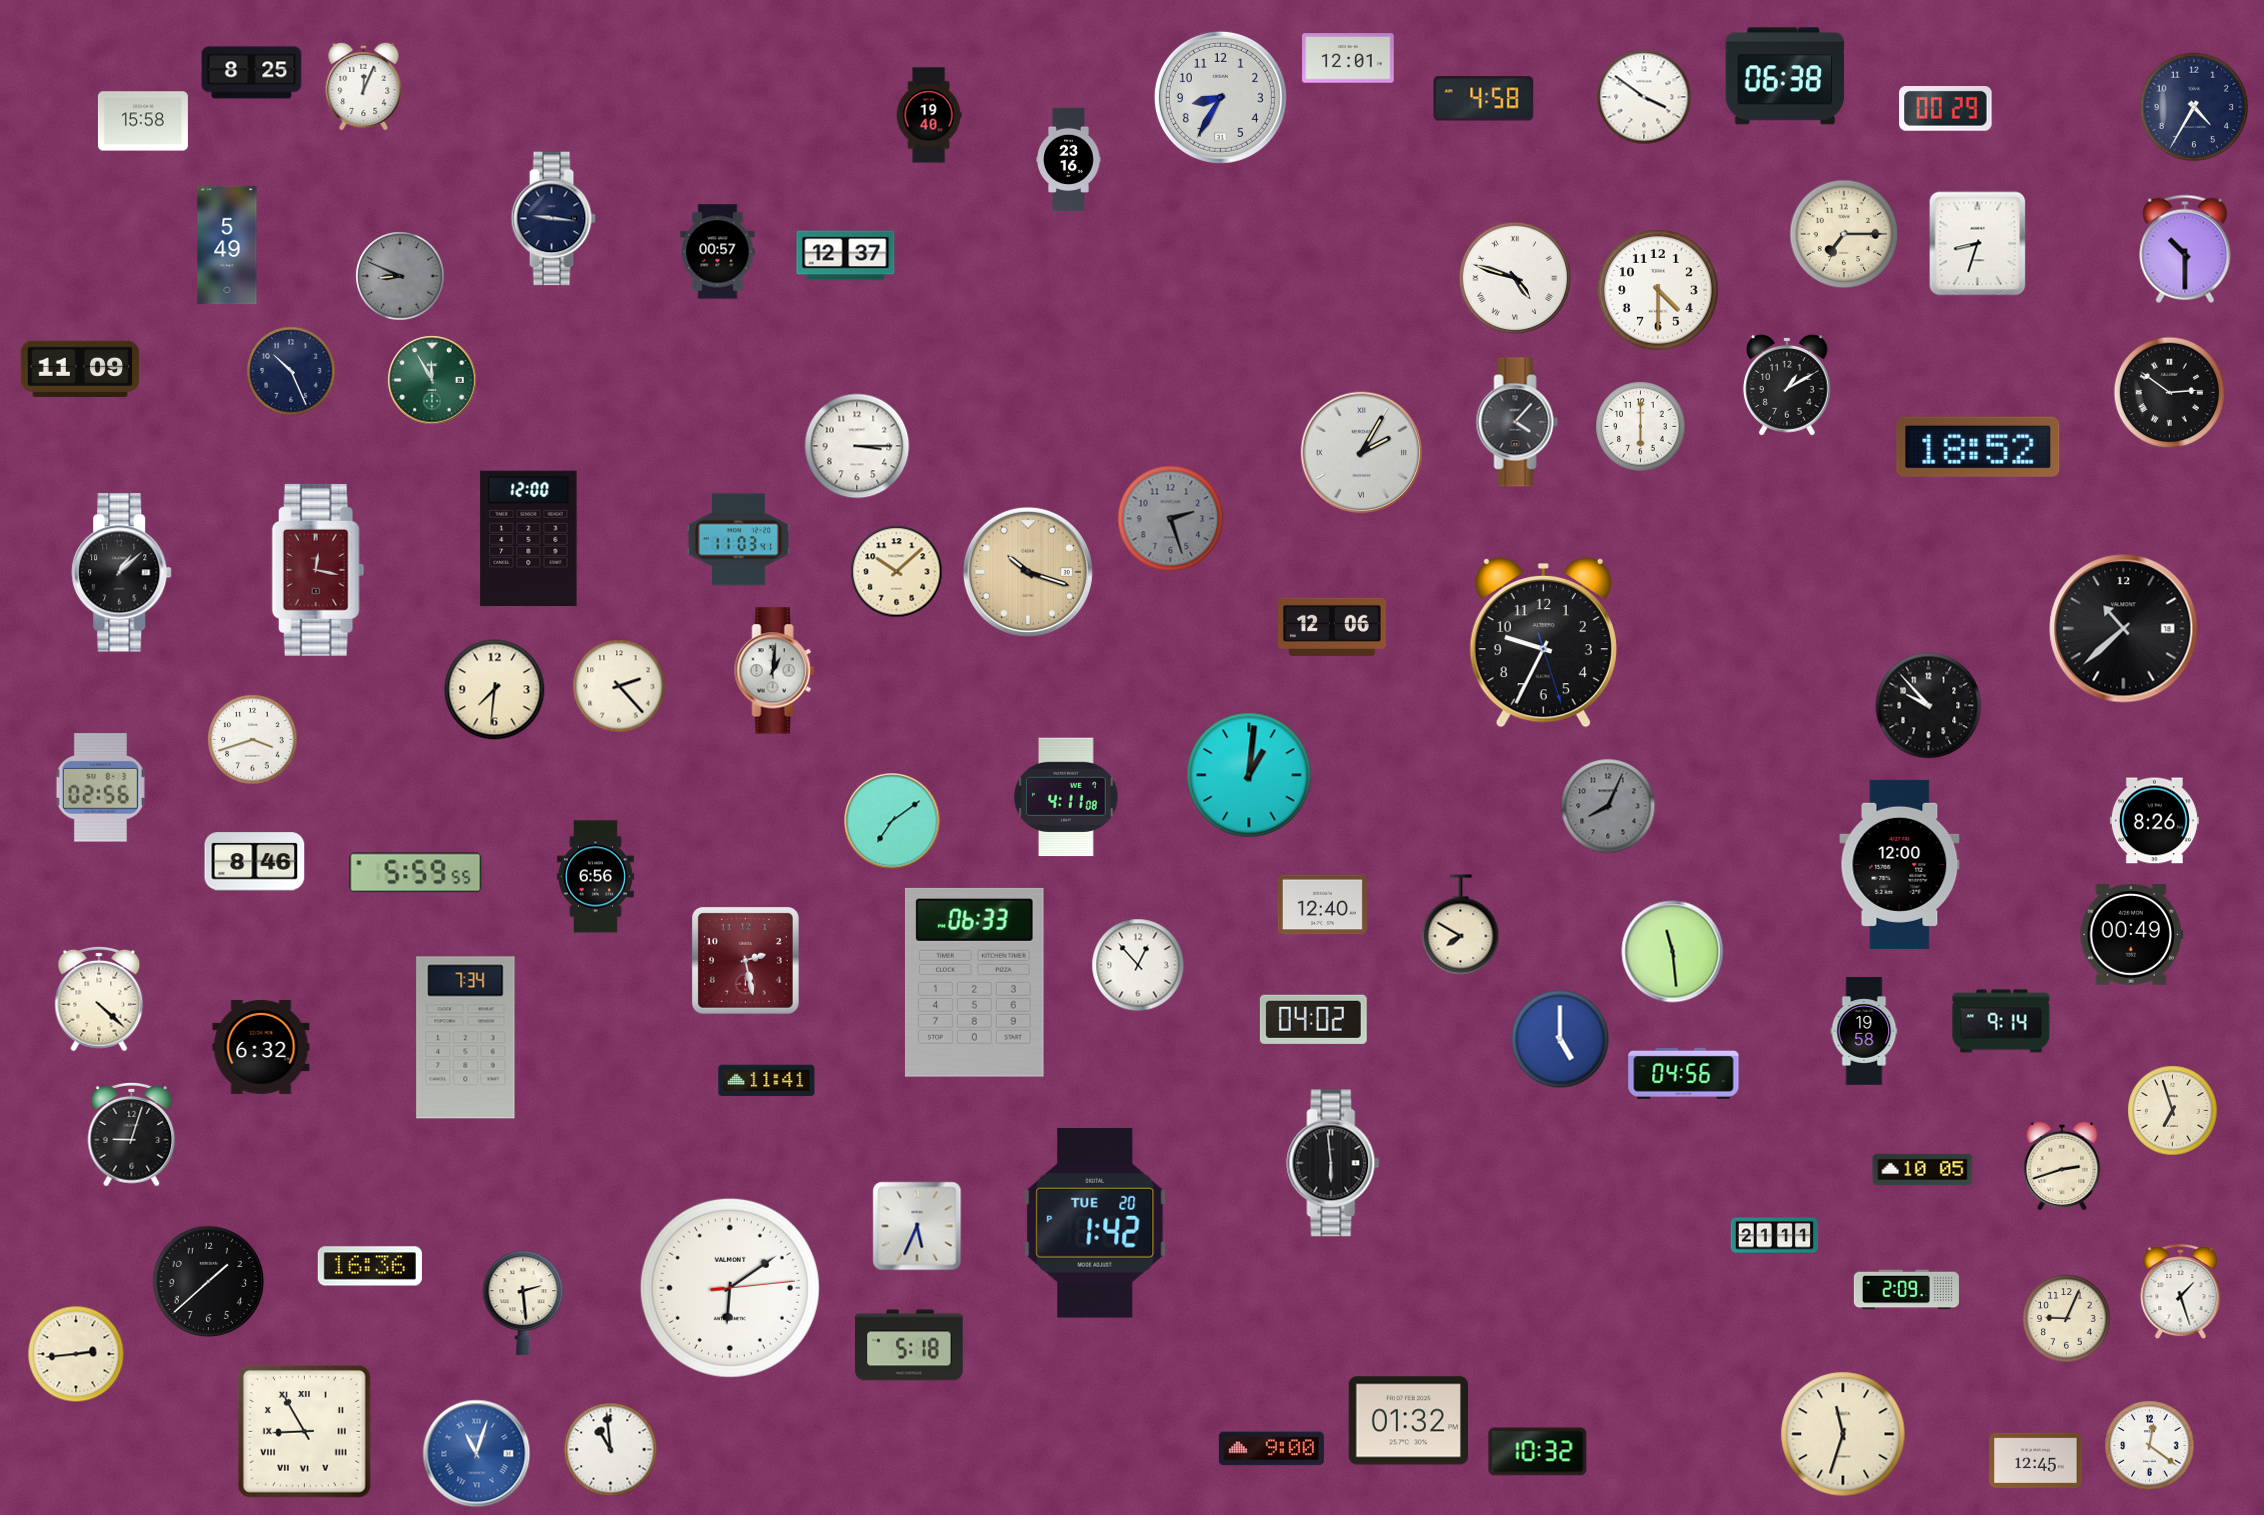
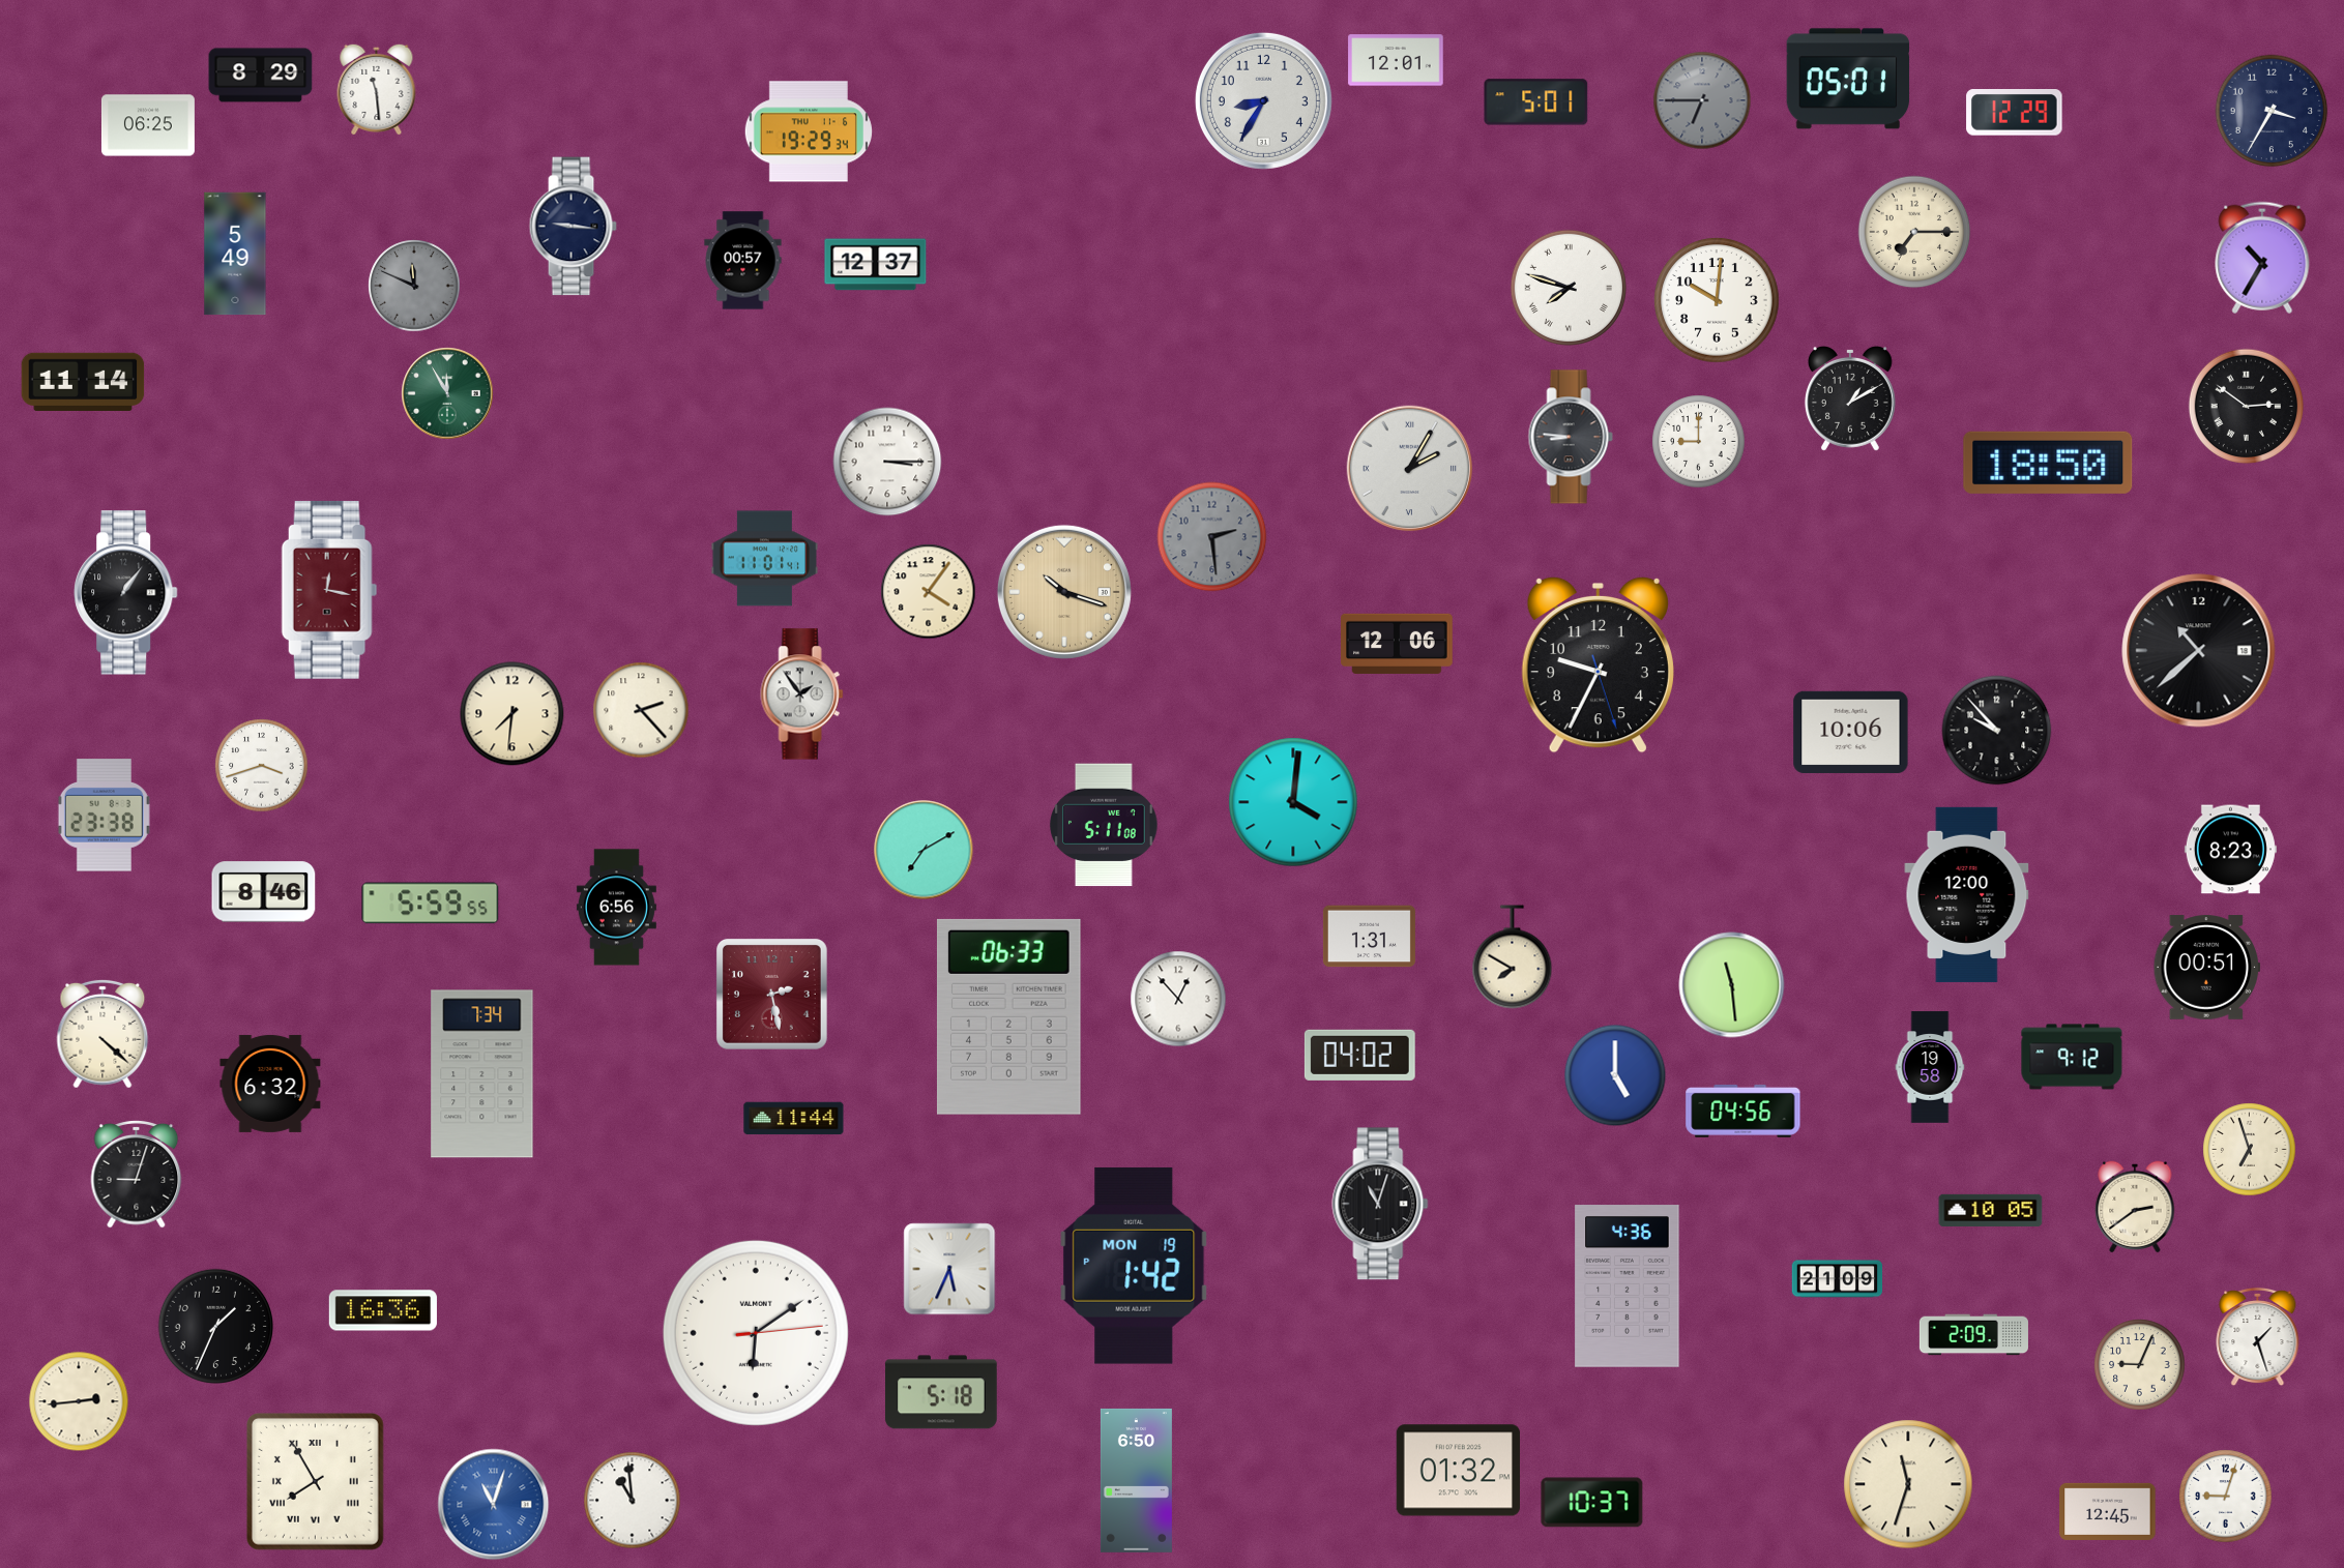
clock at (252, 73): 8:25 -> 8:29
clock at (1785, 76): 06:38 -> 05:01
clock at (364, 86): 12:04 -> 11:29
clock at (1644, 97): 3:51 -> 6:45
clock at (1644, 97) dial: white -> grey
clock at (1484, 99): 4:58 -> 5:01
clock at (2194, 107): 4:35 -> 3:35
clock at (1946, 109): 00:29 -> 12:29
clock at (929, 115): 19:40 -> none
clock at (143, 121): 15:58 -> 06:25
clock at (809, 131): none -> 19:29
clock at (1069, 160): 23:16 -> none
clock at (1844, 234) position: (1844, 234) -> (1914, 232)
clock at (1978, 244): 8:33 -> none
clock at (2185, 249): 10:30 -> 10:35
clock at (400, 276): 8:49 -> 11:49
clock at (1515, 278): 4:48 -> 7:48
clock at (1658, 290): 4:30 -> 10:01
clock at (80, 368): 11:09 -> 11:14
clock at (291, 371): 10:26 -> none
clock at (1517, 422): 4:07 -> 8:46
clock at (1641, 427): 6:00 -> 9:00
clock at (1978, 447): 18:52 -> 18:50
clock at (1171, 519): 2:27 -> 2:29
clock at (529, 538): 12:00 -> none
clock at (739, 540): 11:03 -> 11:01
clock at (897, 572): 10:08 -> 4:06
clock at (122, 573): 1:08 -> 1:06
clock at (1332, 627) position: (1332, 627) -> (1397, 644)
clock at (775, 671): 1:01 -> 1:54
clock at (1851, 732): none -> 10:06
clock at (1249, 775): 1:01 -> 4:01
clock at (100, 788): 02:56 -> 23:38
clock at (1066, 797): 4:11 -> 5:11
clock at (1608, 806): 8:04 -> none
clock at (892, 821): 7:09 -> 7:10
clock at (2154, 821): 8:26 -> 8:23
clock at (1322, 905): 12:40 -> 1:31
clock at (2132, 935): 00:49 -> 00:51
clock at (2001, 1021): 9:14 -> 9:12
clock at (767, 1081): 11:41 -> 11:44
clock at (1333, 1163): 5:59 -> 11:03
clock at (2062, 1166): 2:42 -> 2:39
clock at (1095, 1223) date: TUE 20 -> MON 19
clock at (1775, 1236): 21:11 -> 21:09
clock at (1628, 1286): none -> 4:36
clock at (208, 1281): 1:38 -> 1:34
clock at (523, 1303): 2:29 -> none
clock at (1136, 1480): none -> 6:50
clock at (305, 1432): 8:55 -> 7:55
clock at (2150, 1446): 12:21 -> 9:03
clock at (1271, 1449): 9:00 -> none
clock at (1538, 1452): 10:32 -> 10:37
